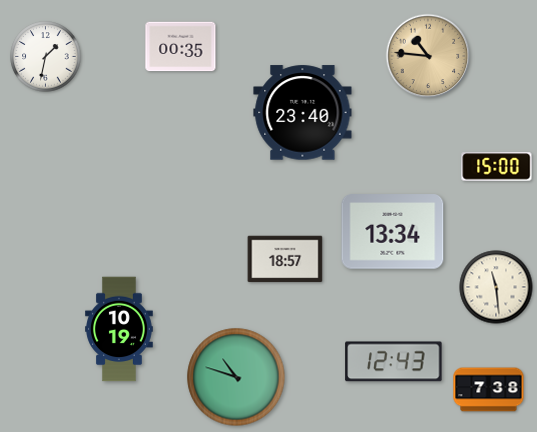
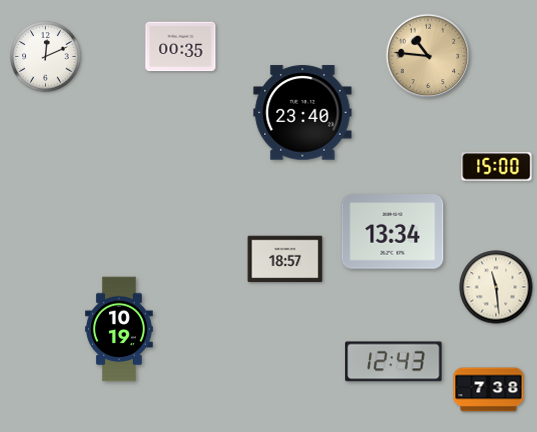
clock at (46, 57): 1:32 -> 12:11
clock at (236, 377): 10:48 -> none
